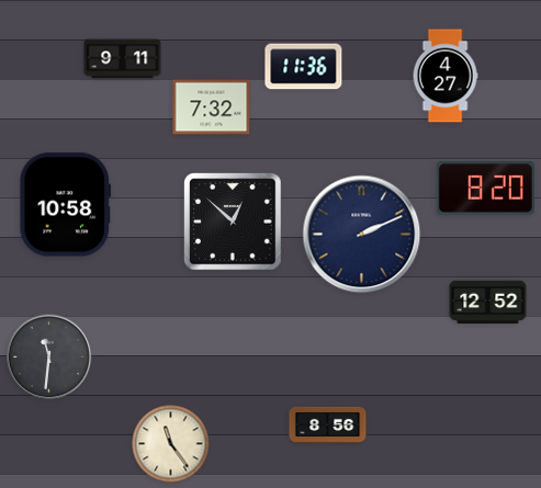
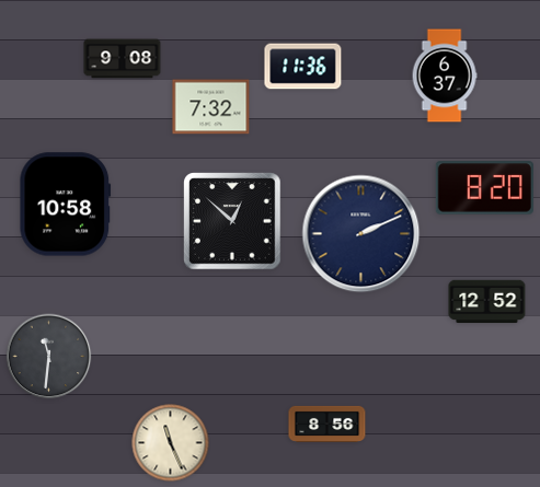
clock at (123, 59): 9:11 -> 9:08
clock at (446, 76): 4:27 -> 6:37
clock at (171, 444): 11:24 -> 11:26
